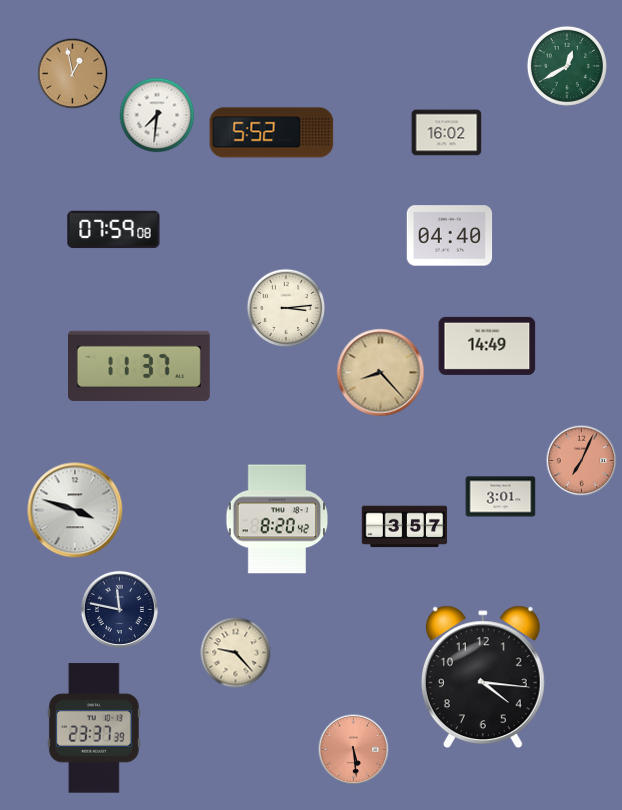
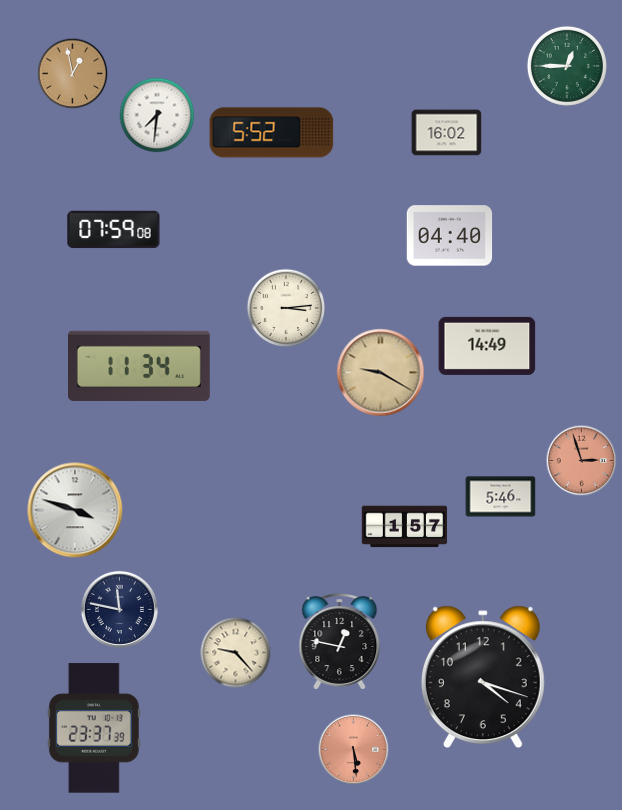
clock at (567, 66): 12:40 -> 12:45
clock at (140, 366): 11:37 -> 11:34
clock at (381, 373): 8:23 -> 9:20
clock at (582, 461): 7:04 -> 2:57
clock at (501, 497): 3:01 -> 5:46
clock at (277, 519): 8:20 -> none
clock at (405, 527): 3:57 -> 1:57
clock at (340, 642): none -> 12:47
clock at (483, 677): 4:16 -> 4:18
